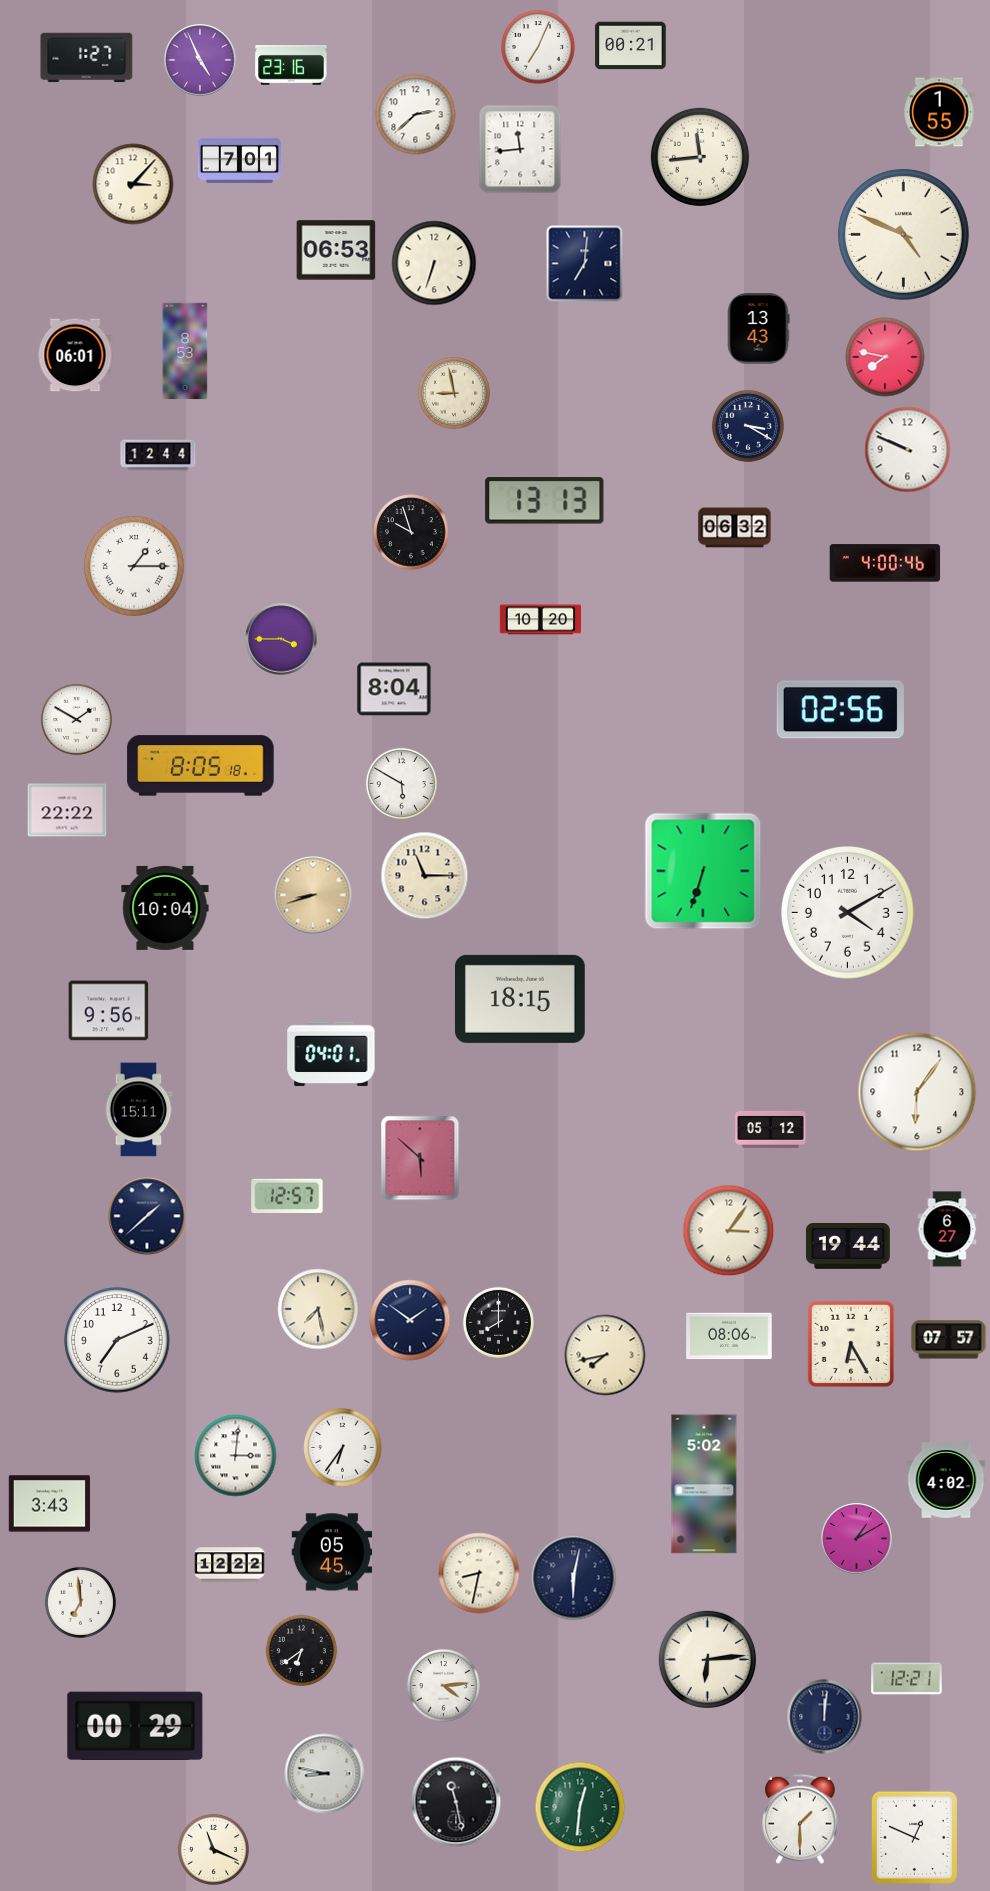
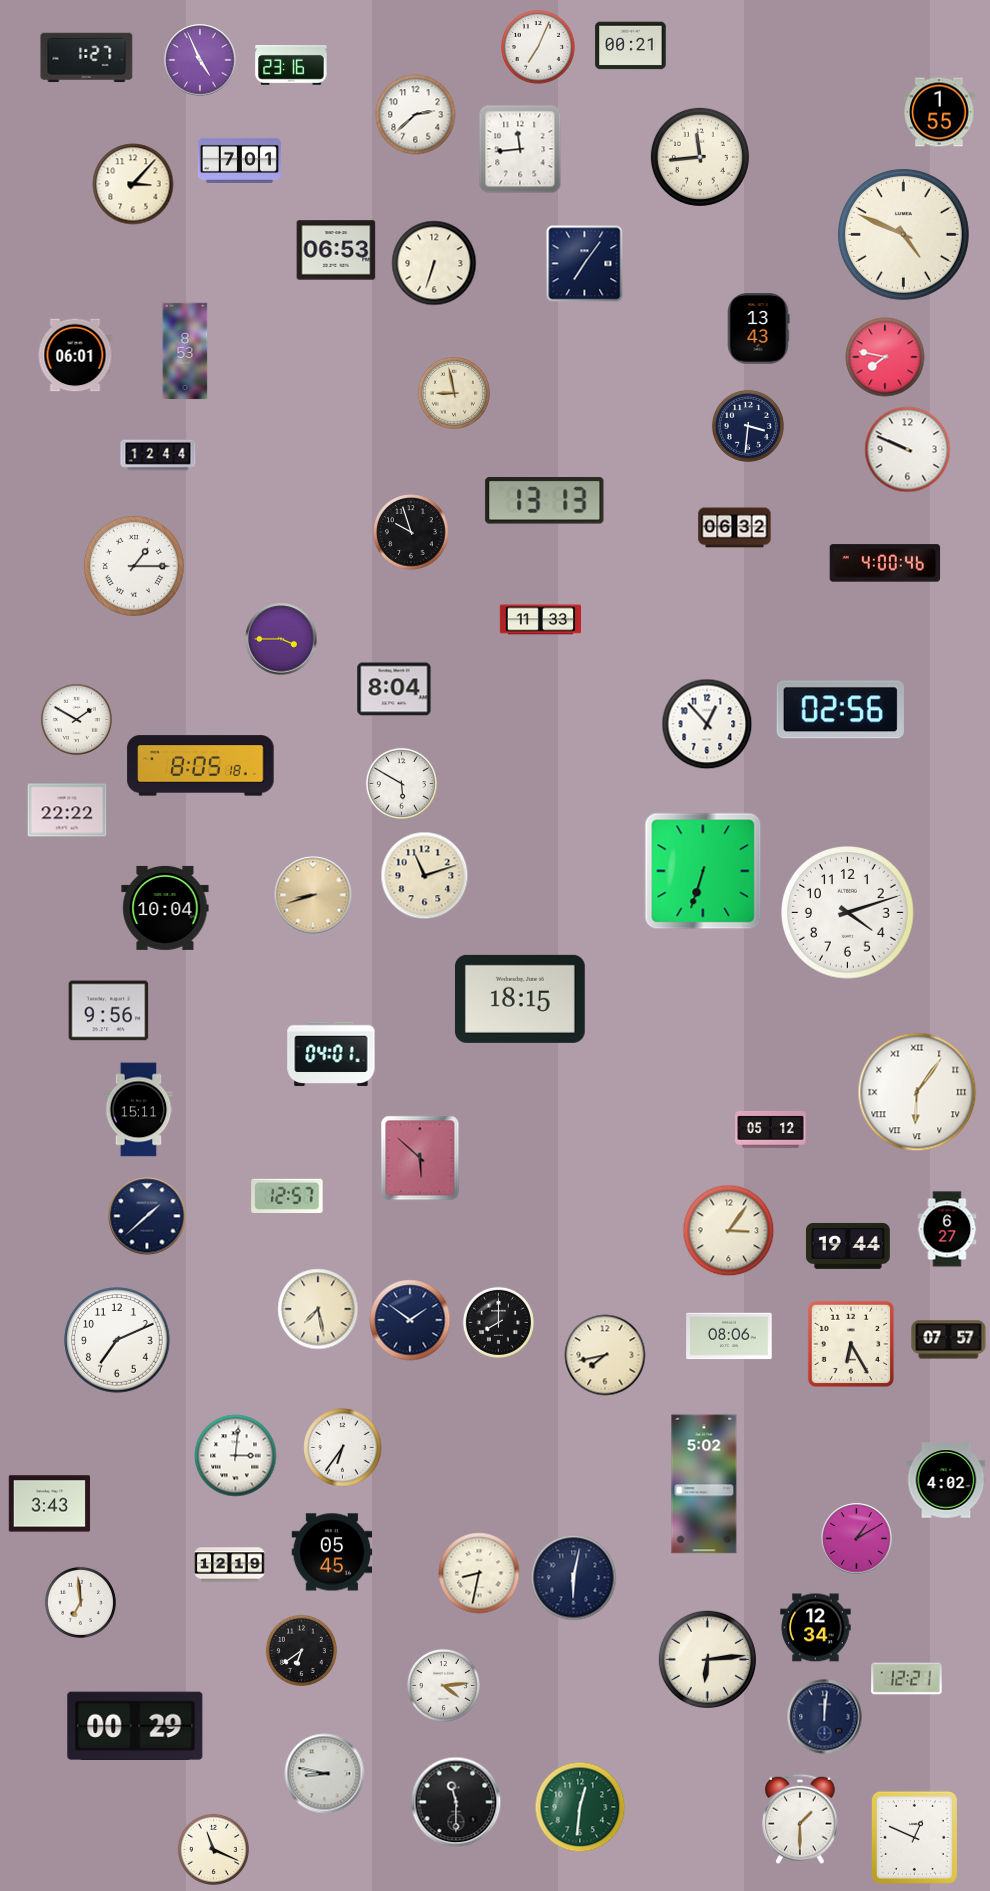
clock at (585, 264): 7:01 -> 7:06
clock at (748, 426): 3:20 -> 3:31
clock at (541, 620): 10:20 -> 11:33
clock at (707, 724): none -> 12:53
clock at (425, 876): 11:15 -> 11:12
clock at (848, 913): 4:10 -> 4:12
clock at (917, 1092) numerals: Arabic -> Roman
clock at (230, 1565): 12:22 -> 12:19
clock at (816, 1628): none -> 12:34
clock at (456, 1802): 11:28 -> 11:30
